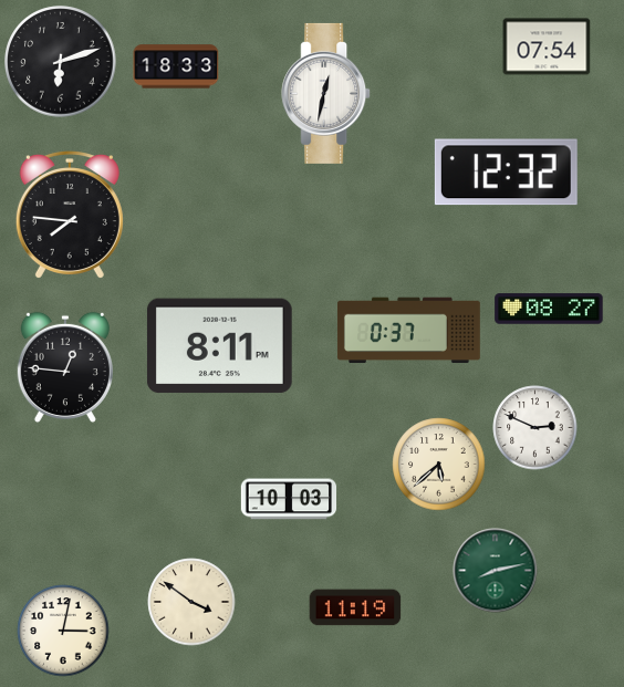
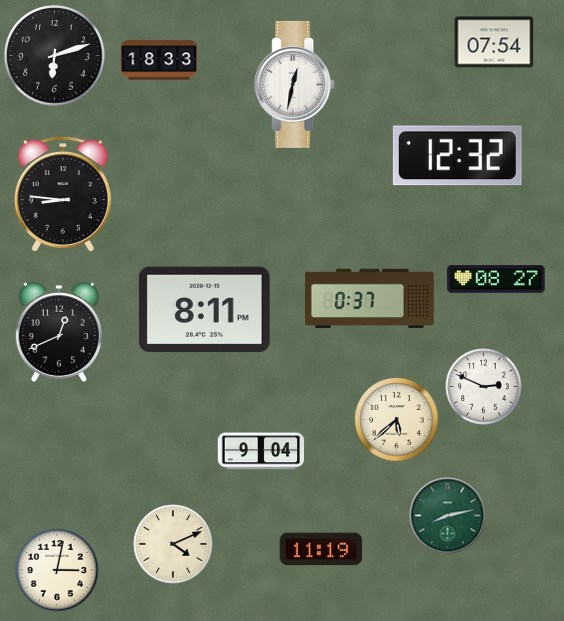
clock at (70, 215): 7:46 -> 8:46
clock at (219, 346) position: (219, 346) -> (204, 310)
clock at (65, 367): 12:46 -> 12:41
clock at (289, 499): 10:03 -> 9:04
clock at (191, 602): 3:51 -> 4:11
